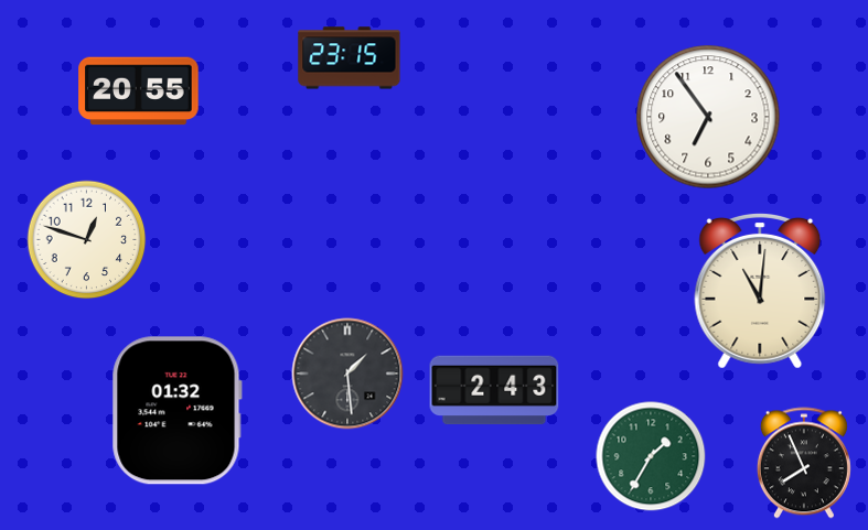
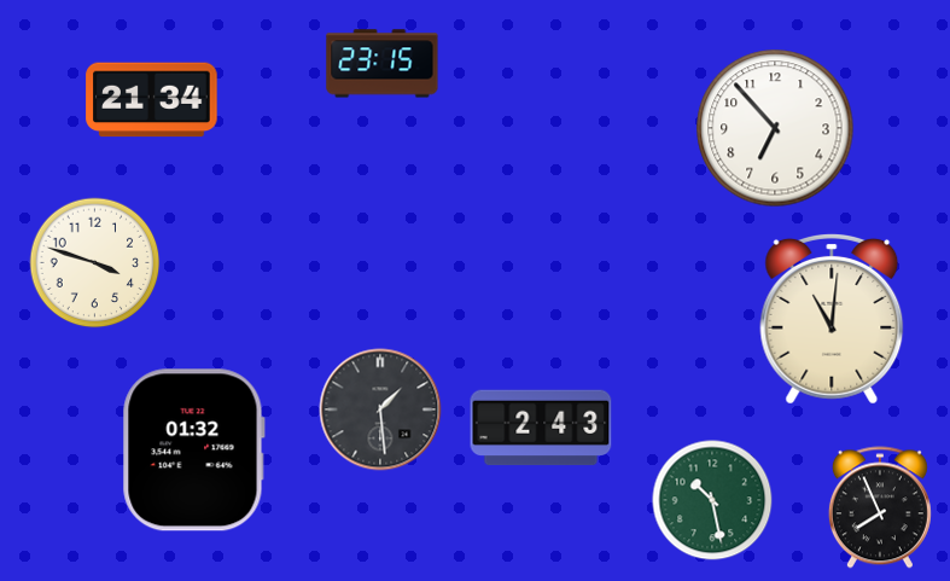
clock at (139, 91): 20:55 -> 21:34
clock at (708, 117): 6:54 -> 6:53
clock at (87, 240): 12:48 -> 3:48
clock at (651, 456): 1:35 -> 10:28
